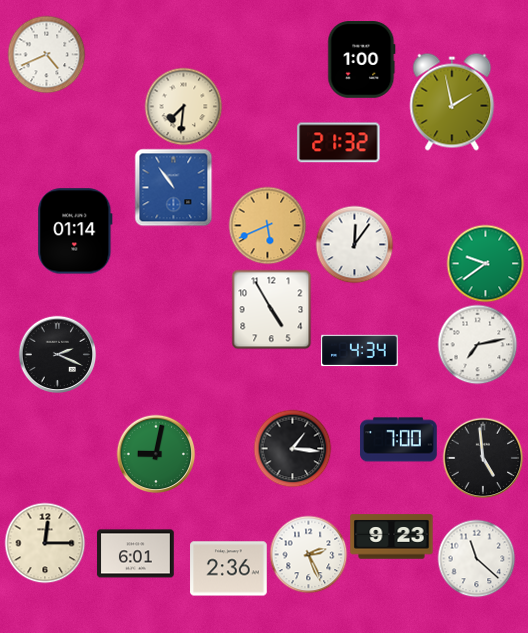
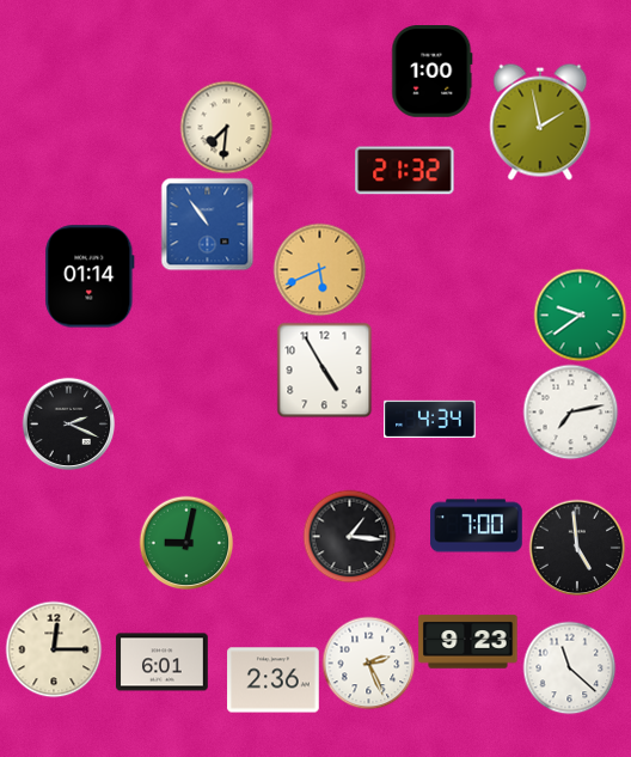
clock at (46, 54): 4:41 -> none
clock at (183, 106) position: (183, 106) -> (226, 127)
clock at (354, 244): 12:06 -> none
